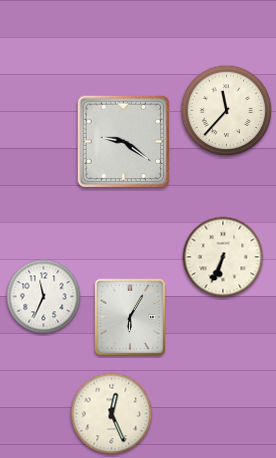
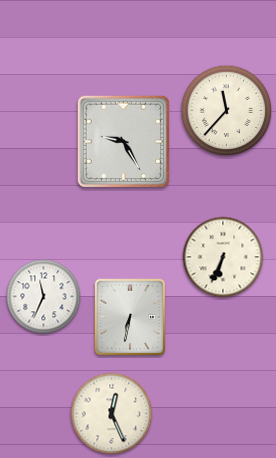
clock at (124, 142): 9:21 -> 9:25
clock at (130, 317): 6:05 -> 6:32
